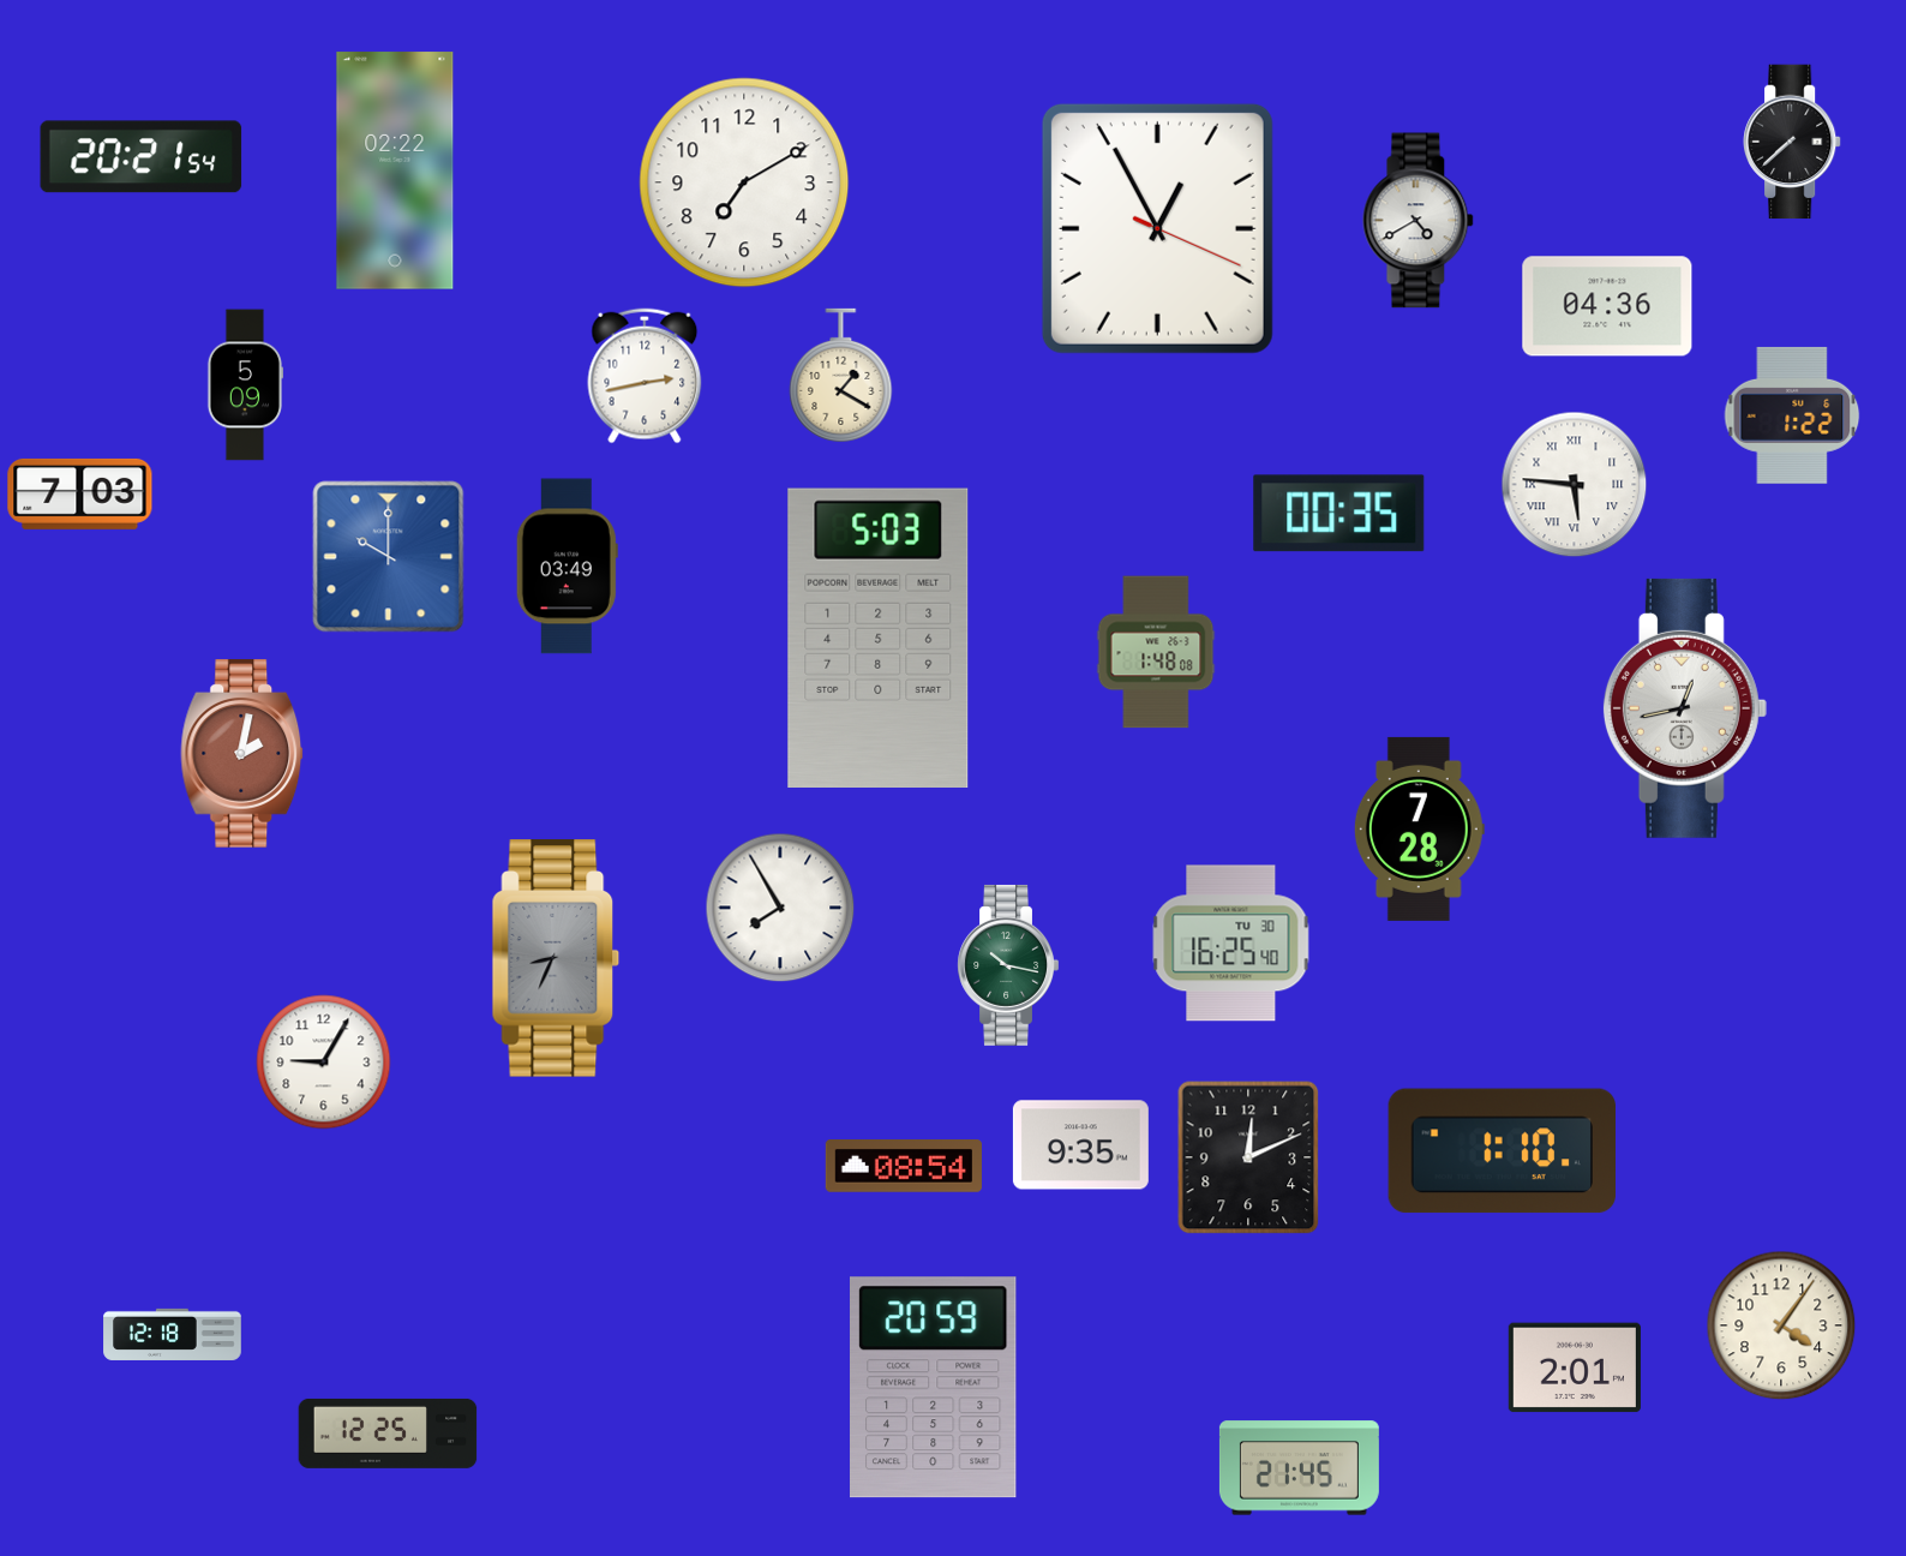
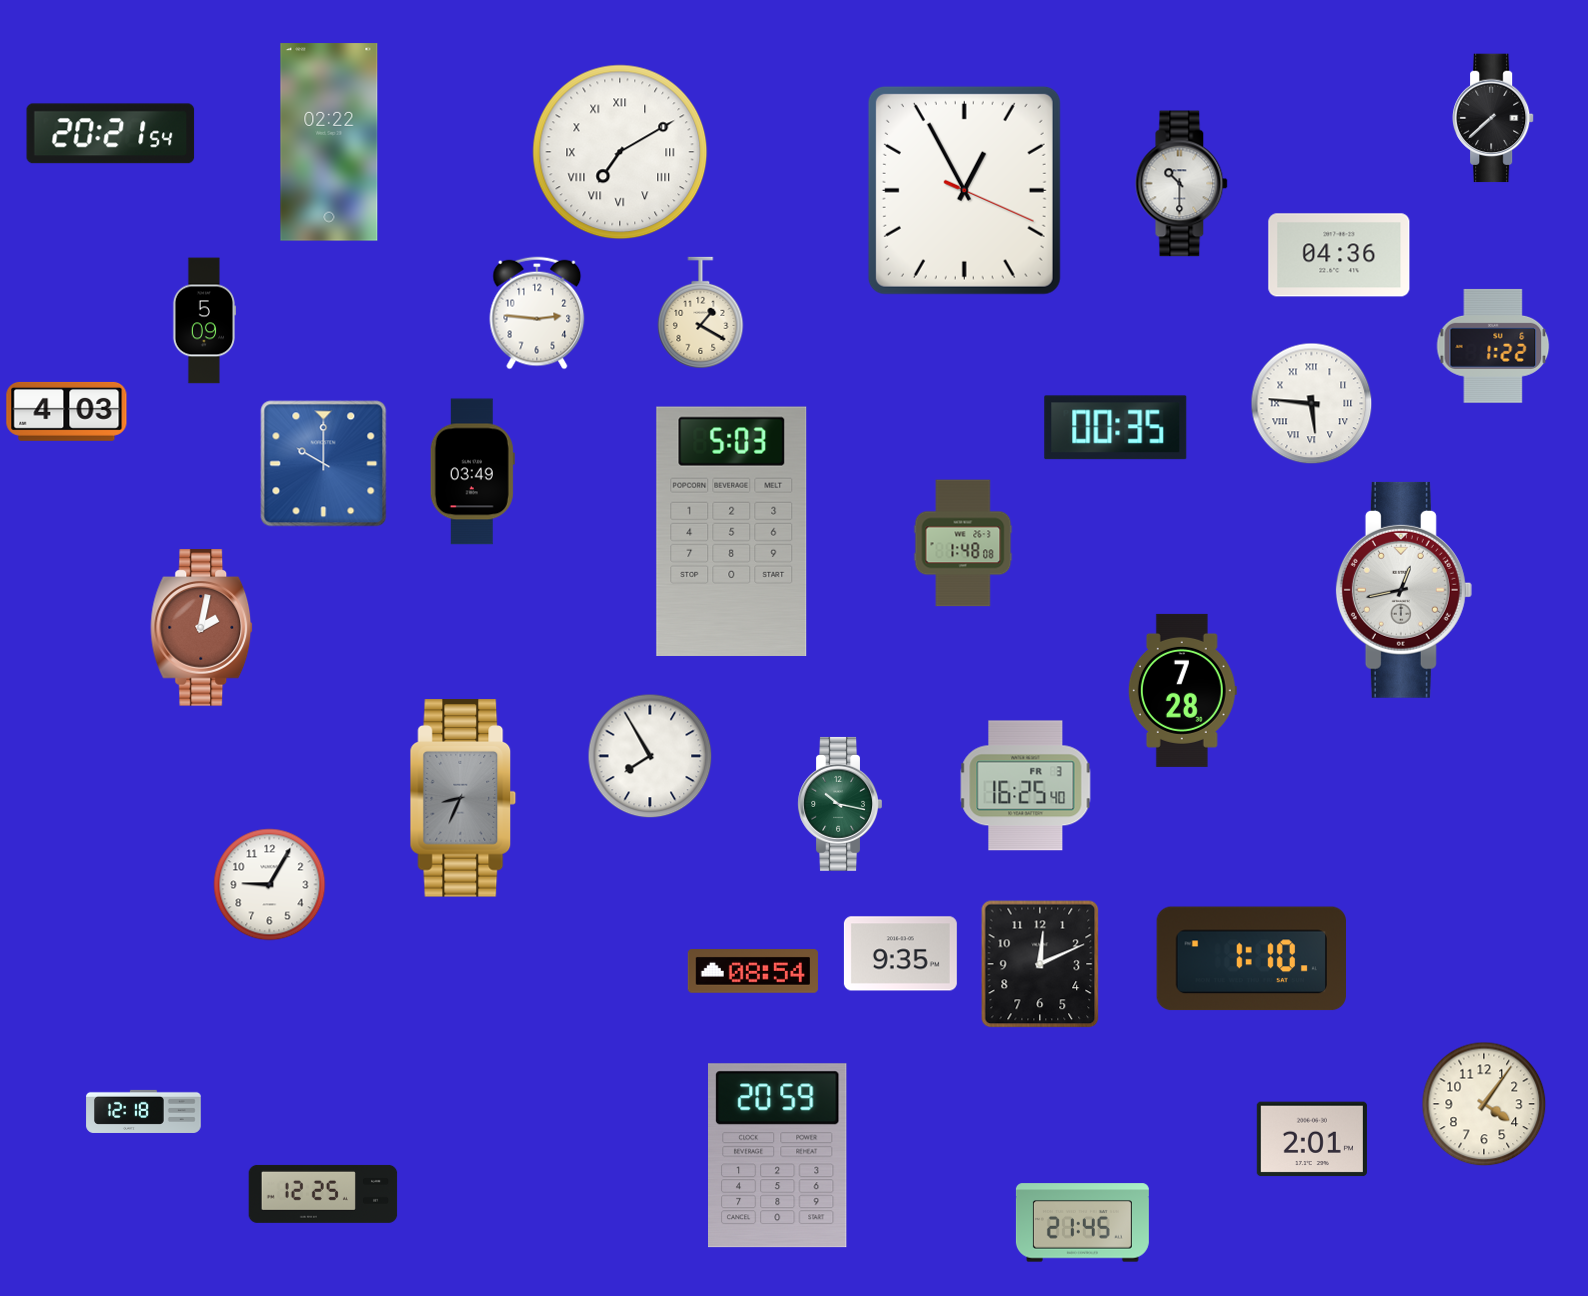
clock at (142, 157) position: (142, 157) -> (111, 134)
clock at (744, 182) numerals: Arabic -> Roman
clock at (1419, 221): 4:40 -> 10:30
clock at (645, 376): 2:43 -> 2:46
clock at (80, 493): 7:03 -> 4:03
clock at (1231, 944) date: TU 30 -> FR 3
